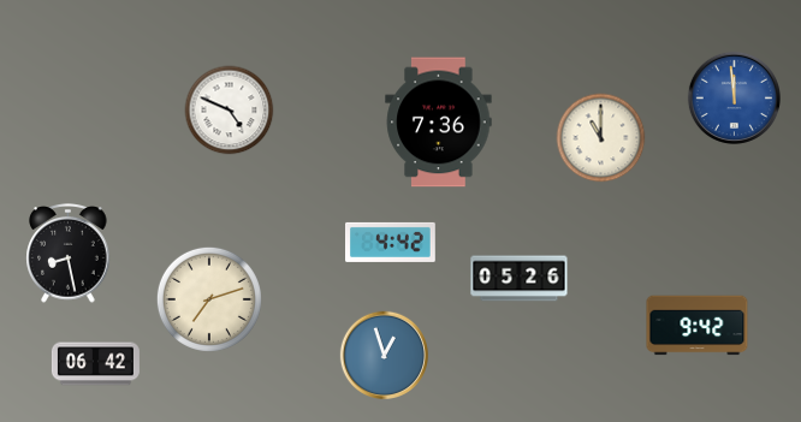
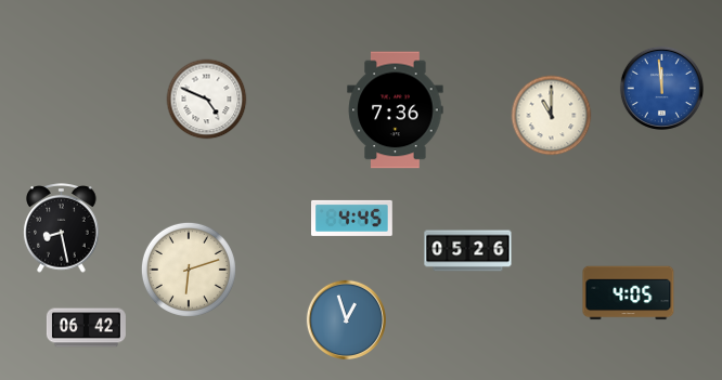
clock at (601, 138) position: (601, 138) -> (552, 116)
clock at (391, 242): 4:42 -> 4:45
clock at (209, 299): 7:12 -> 6:12
clock at (698, 326): 9:42 -> 4:05
